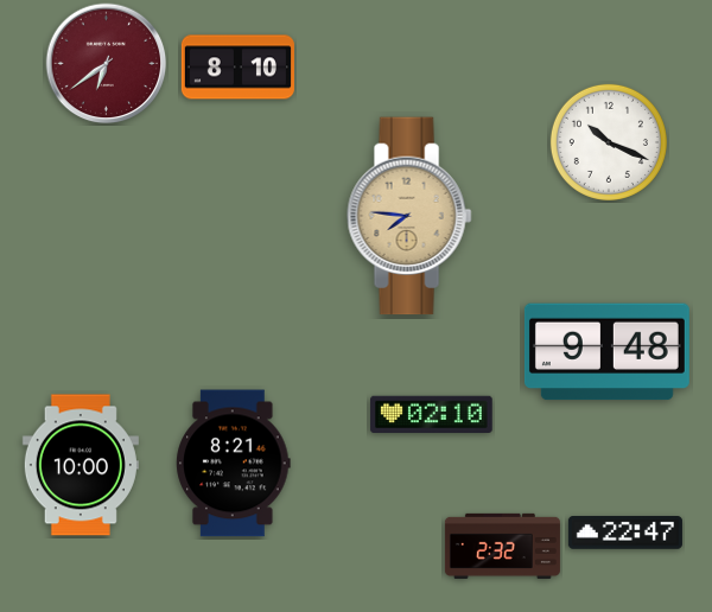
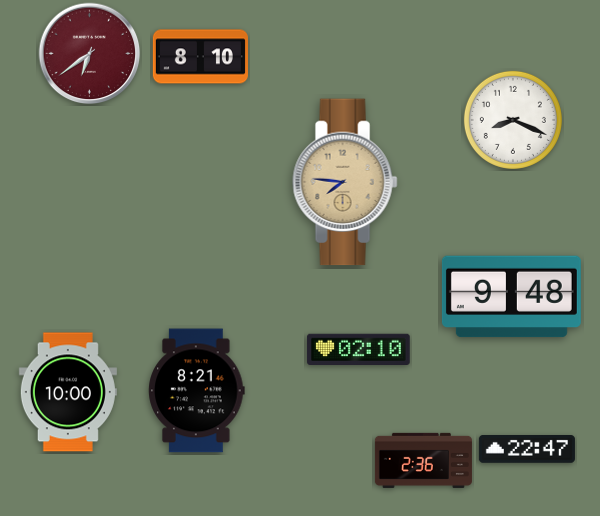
clock at (609, 142): 10:19 -> 8:19
clock at (432, 414) position: (432, 414) -> (359, 349)
clock at (502, 546): 2:32 -> 2:36
